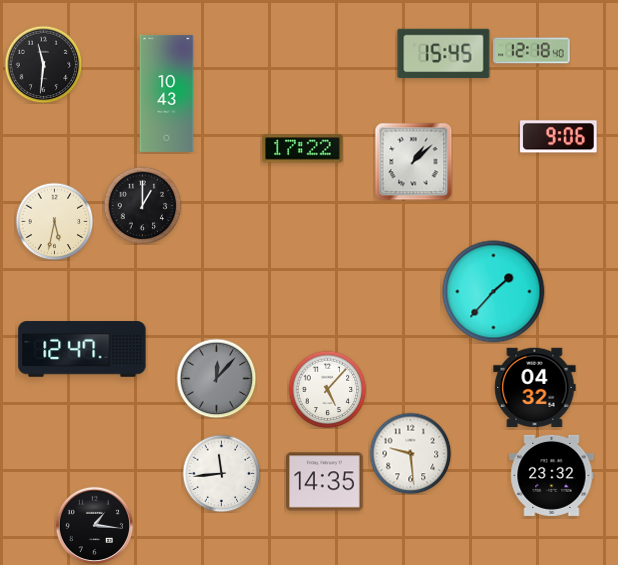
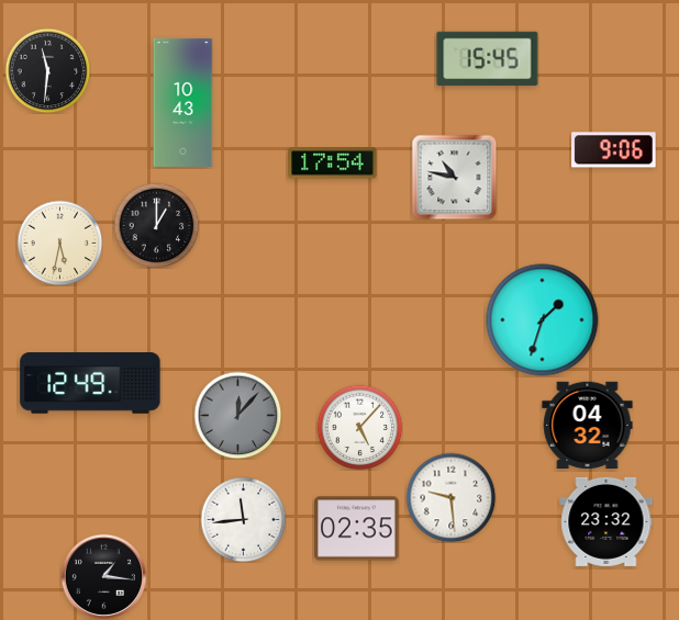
clock at (532, 51): 12:18 -> none
clock at (303, 149): 17:22 -> 17:54
clock at (413, 161): 1:08 -> 10:47
clock at (494, 292): 1:37 -> 1:33
clock at (82, 349): 12:47 -> 12:49
clock at (325, 482): 14:35 -> 02:35
